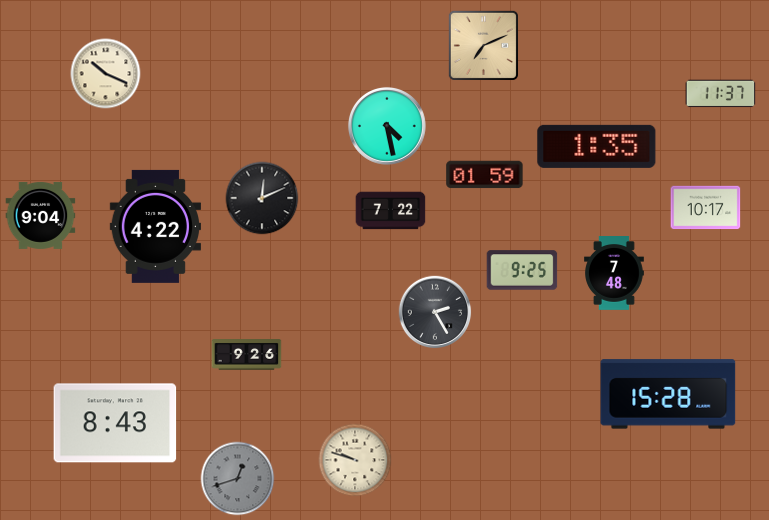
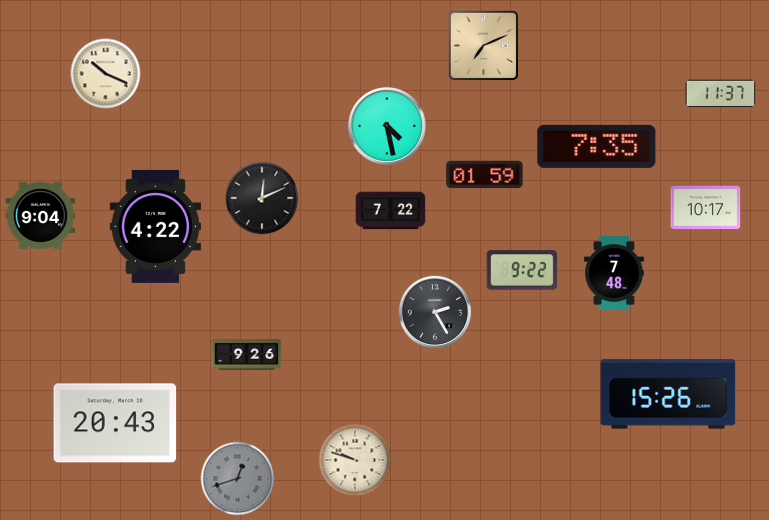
clock at (597, 146): 1:35 -> 7:35
clock at (522, 270): 9:25 -> 9:22
clock at (668, 394): 15:28 -> 15:26
clock at (115, 423): 8:43 -> 20:43
